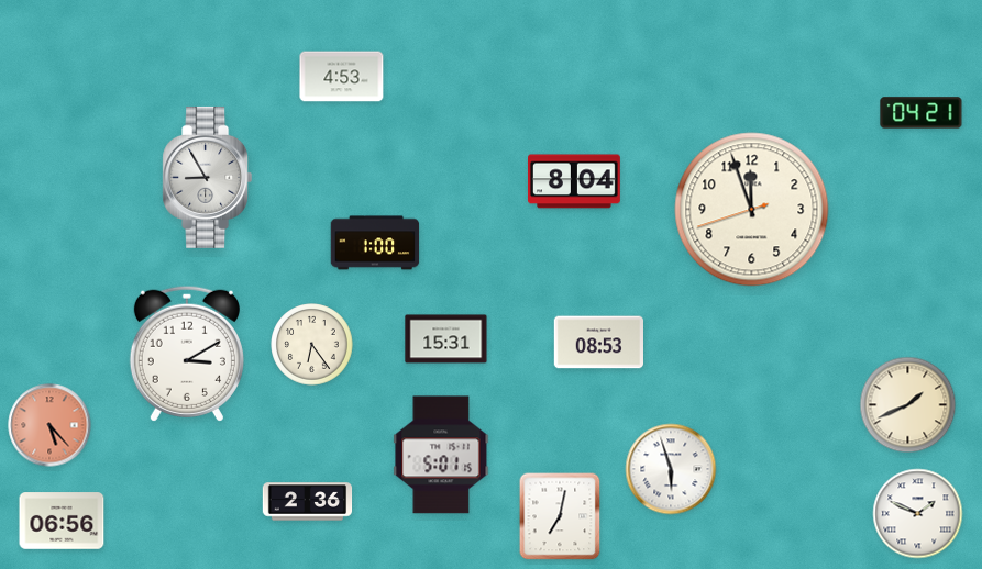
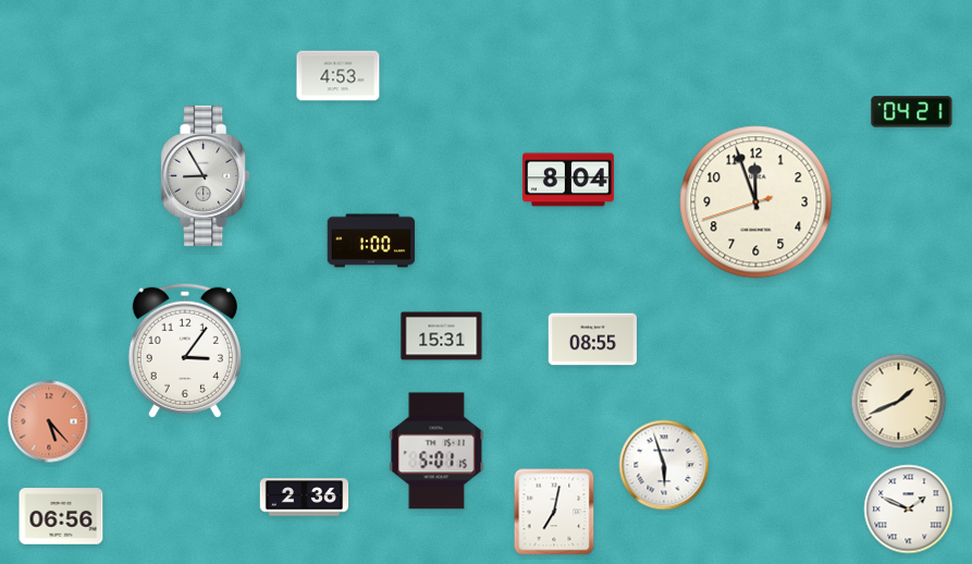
clock at (752, 210) position: (752, 210) -> (756, 203)
clock at (598, 343): 08:53 -> 08:55
clock at (312, 345): 6:24 -> none
clock at (187, 354): 3:10 -> 3:06
